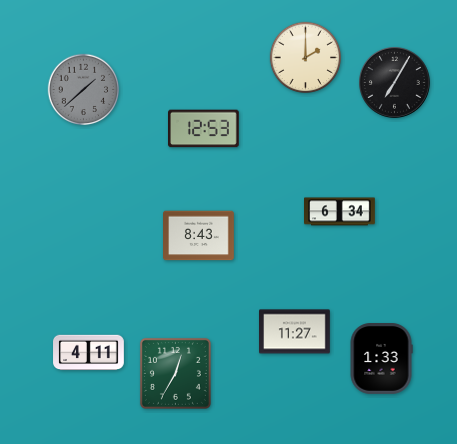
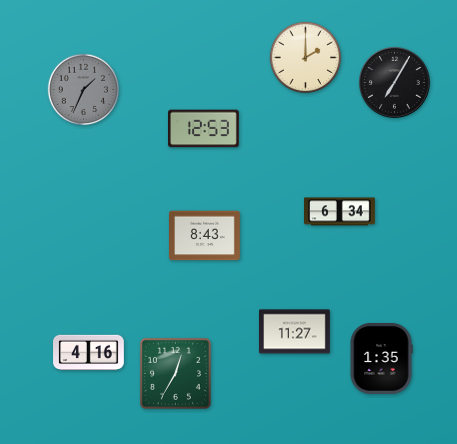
clock at (84, 90): 1:38 -> 1:34
clock at (199, 236) position: (199, 236) -> (205, 236)
clock at (89, 353): 4:11 -> 4:16
clock at (381, 359): 1:33 -> 1:35
